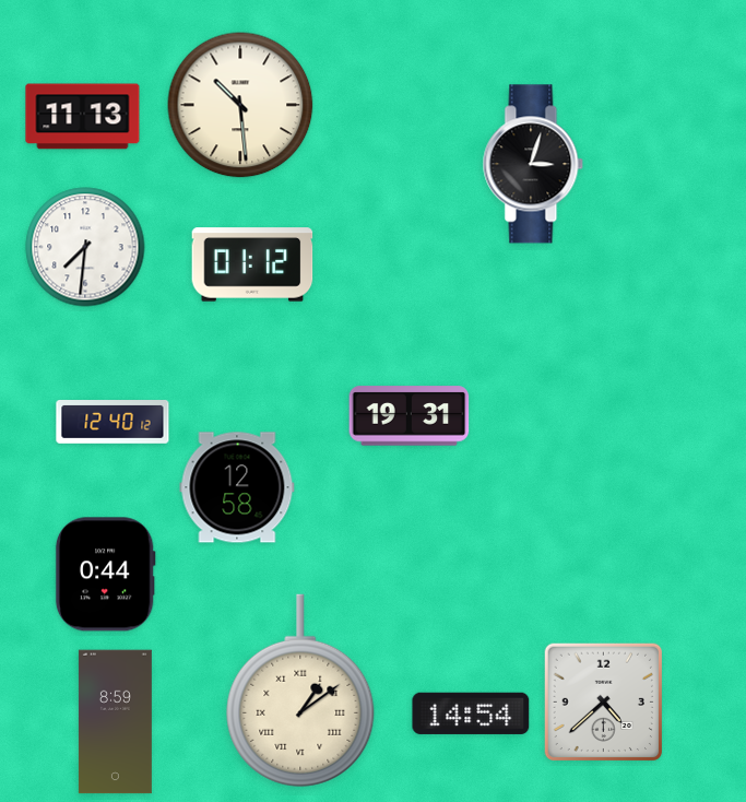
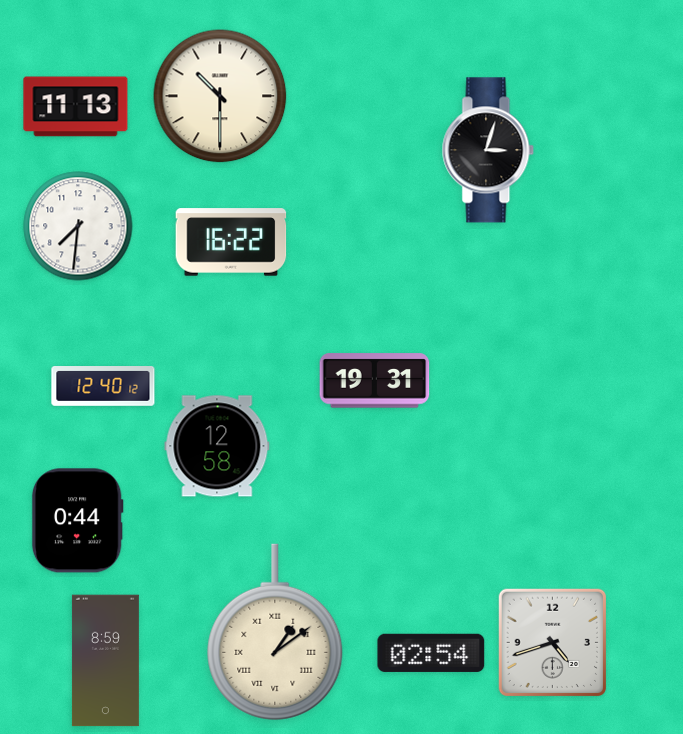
clock at (240, 105): 10:29 -> 10:30
clock at (252, 264): 01:12 -> 16:22
clock at (105, 575) position: (105, 575) -> (77, 521)
clock at (603, 701): 4:38 -> 4:42
clock at (471, 713): 14:54 -> 02:54
